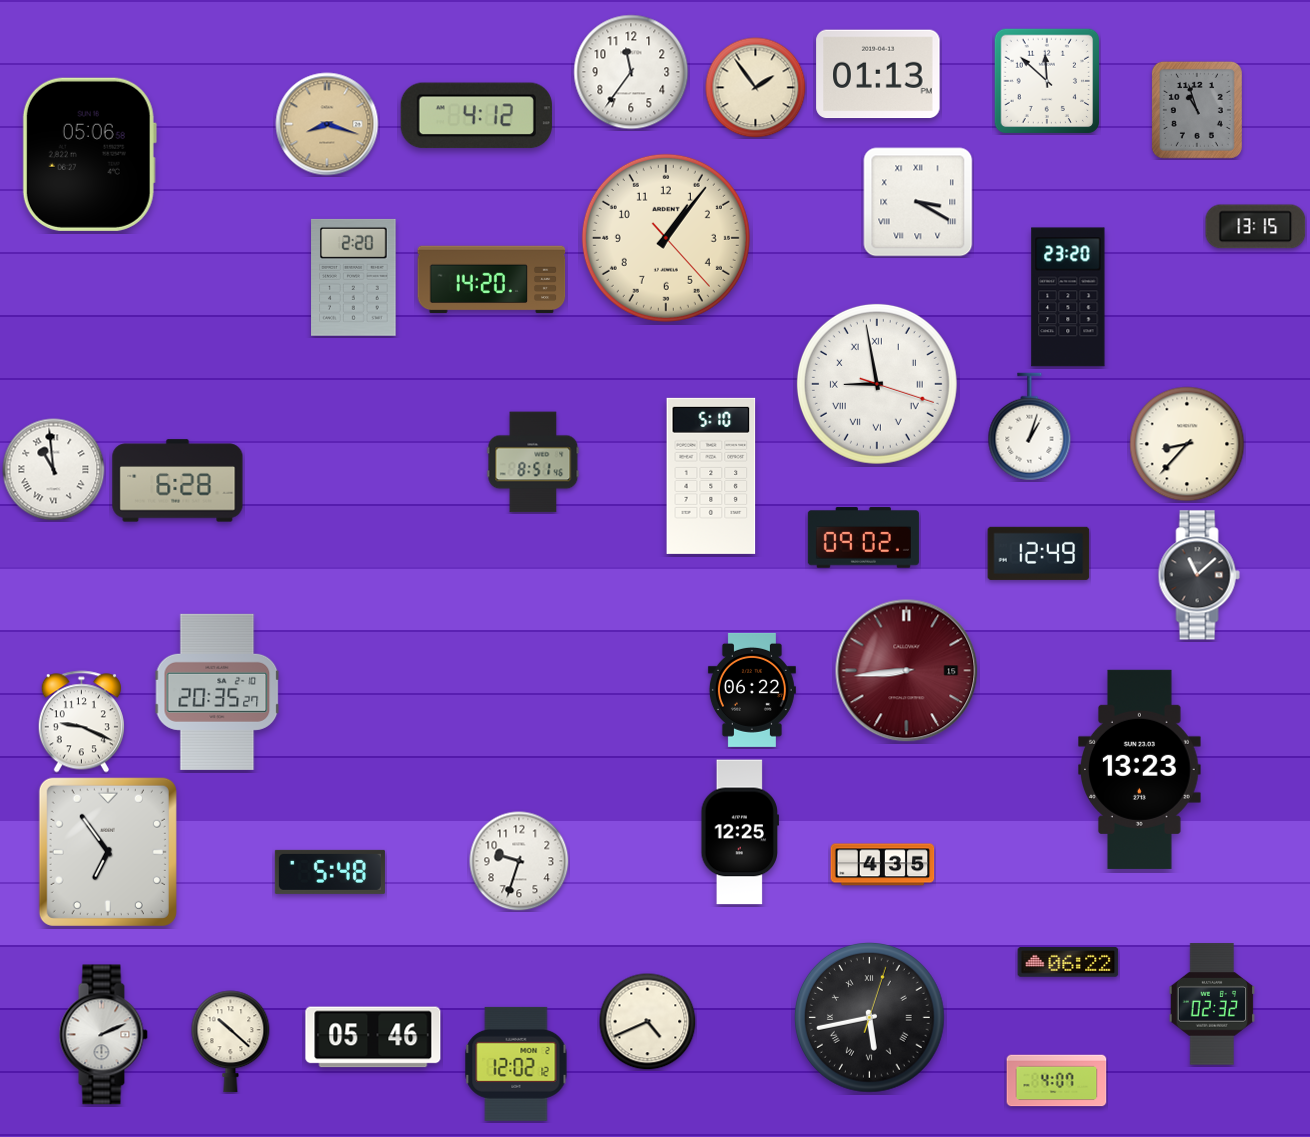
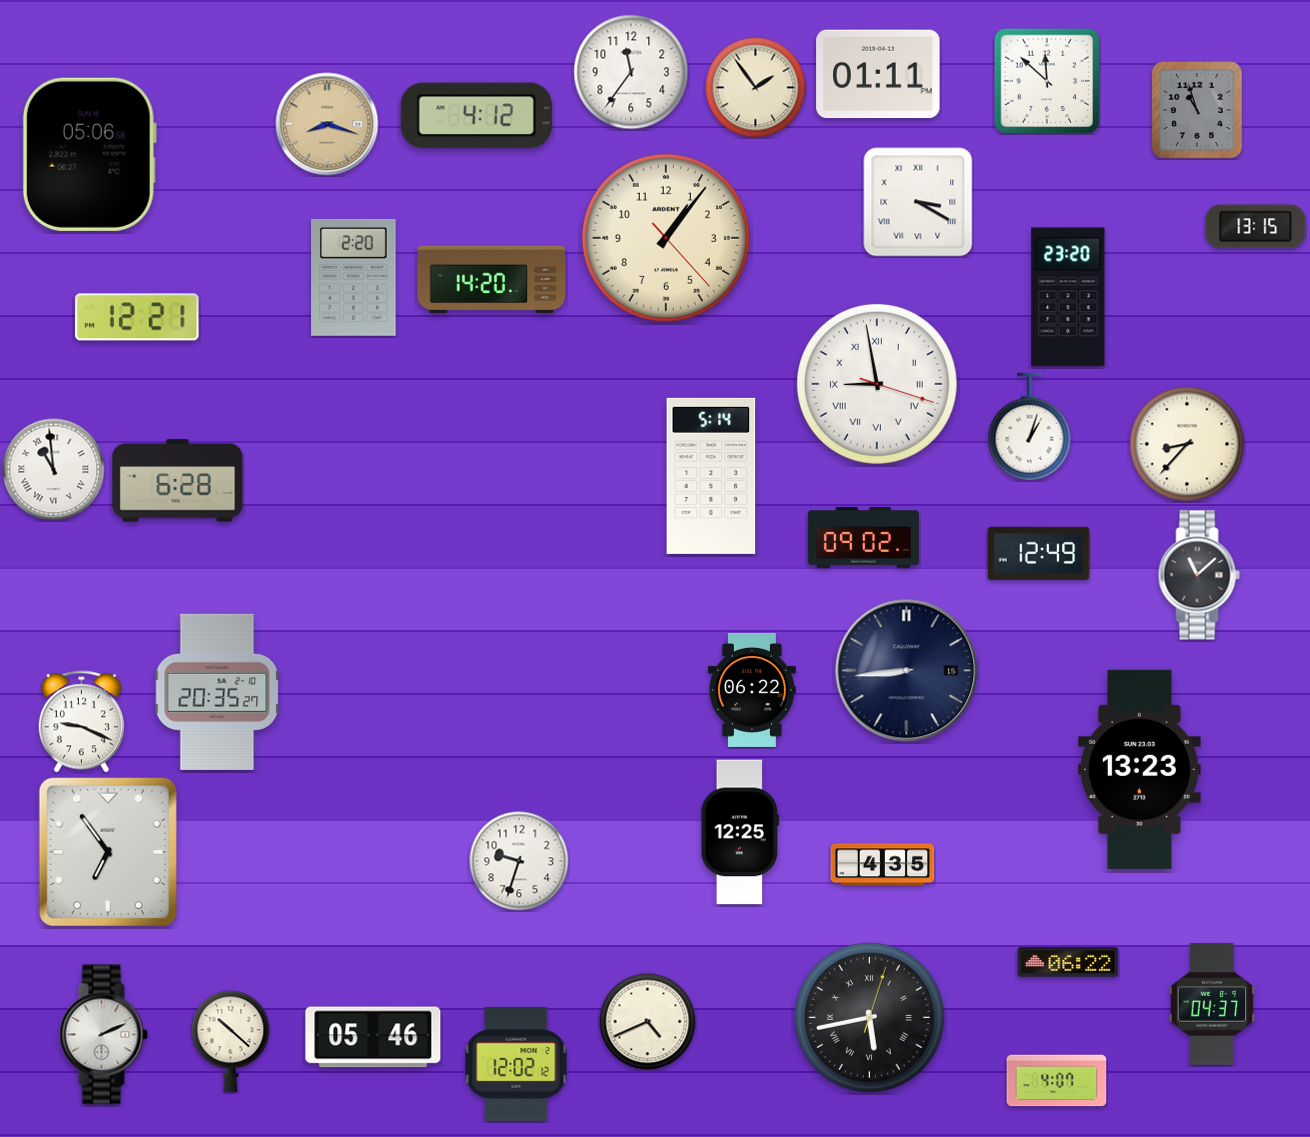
clock at (878, 74): 01:13 -> 01:11
clock at (137, 317): none -> 12:21
clock at (533, 462): 8:51 -> none
clock at (711, 476): 5:10 -> 5:14
clock at (907, 671) dial: burgundy -> navy
clock at (330, 872): 5:48 -> none
clock at (1212, 1004): 02:32 -> 04:37
